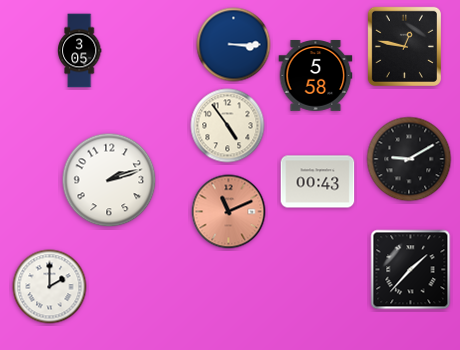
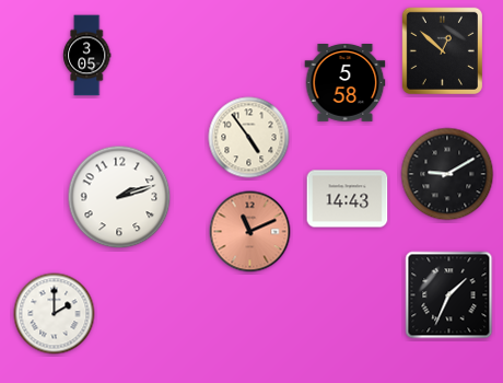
clock at (234, 45): 3:15 -> none
clock at (404, 46): 12:47 -> 12:52
clock at (318, 182): 00:43 -> 14:43
clock at (411, 270): 1:37 -> 1:34
